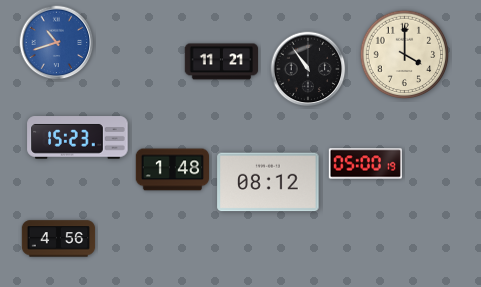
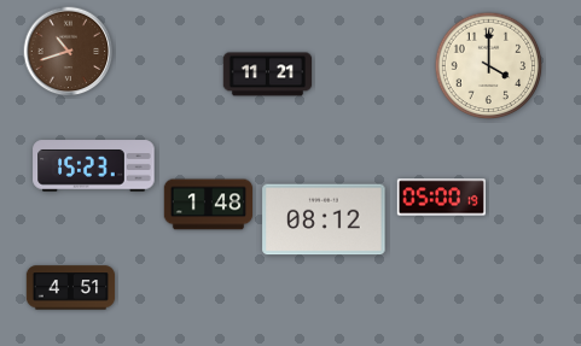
clock at (57, 43) dial: blue -> brown
clock at (308, 69): 10:54 -> none
clock at (59, 239): 4:56 -> 4:51
